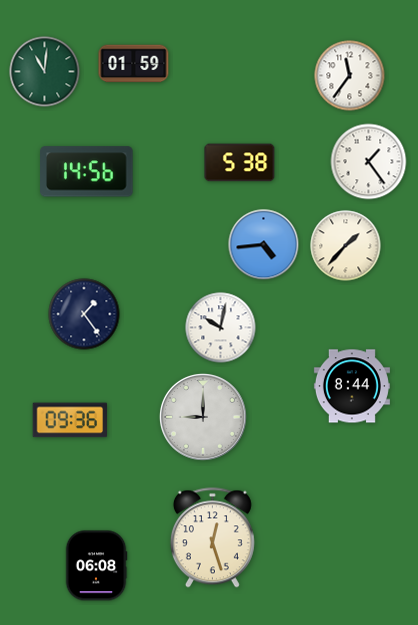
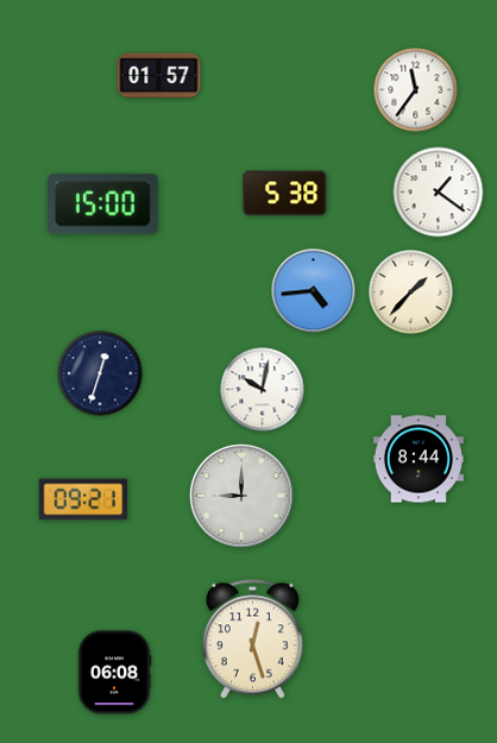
clock at (134, 64): 01:59 -> 01:57
clock at (45, 72): 11:01 -> none
clock at (369, 162): 1:24 -> 1:21
clock at (87, 172): 14:56 -> 15:00
clock at (84, 314): 1:24 -> 12:33
clock at (70, 420): 09:36 -> 09:21
